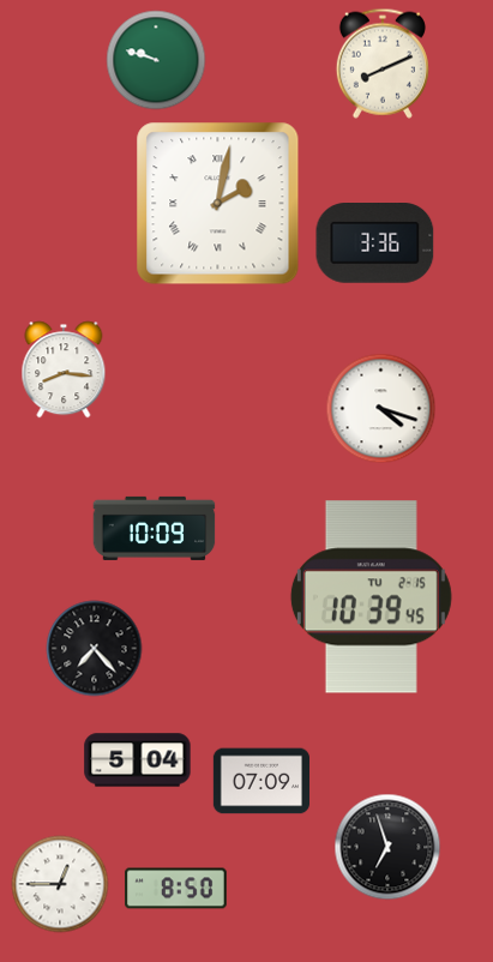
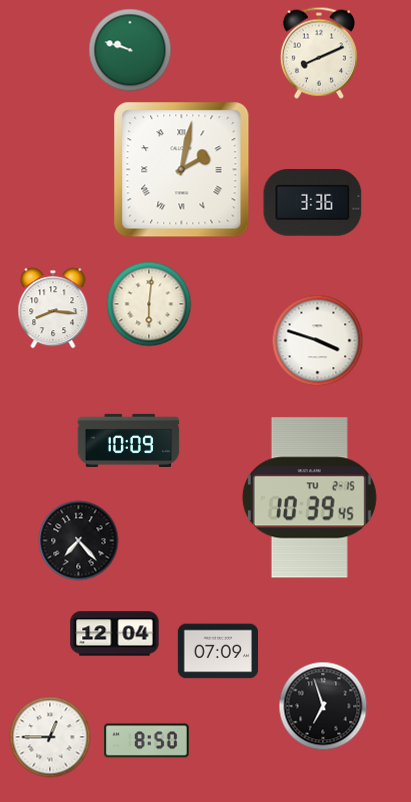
clock at (149, 304): none -> 6:01
clock at (381, 409): 4:18 -> 3:48
clock at (138, 760): 5:04 -> 12:04
